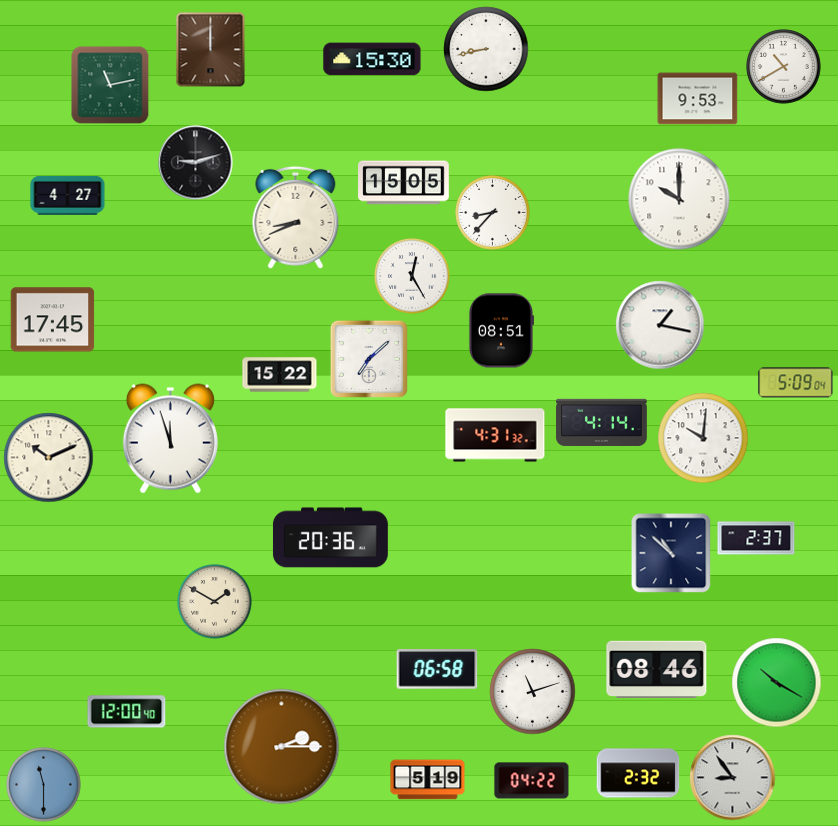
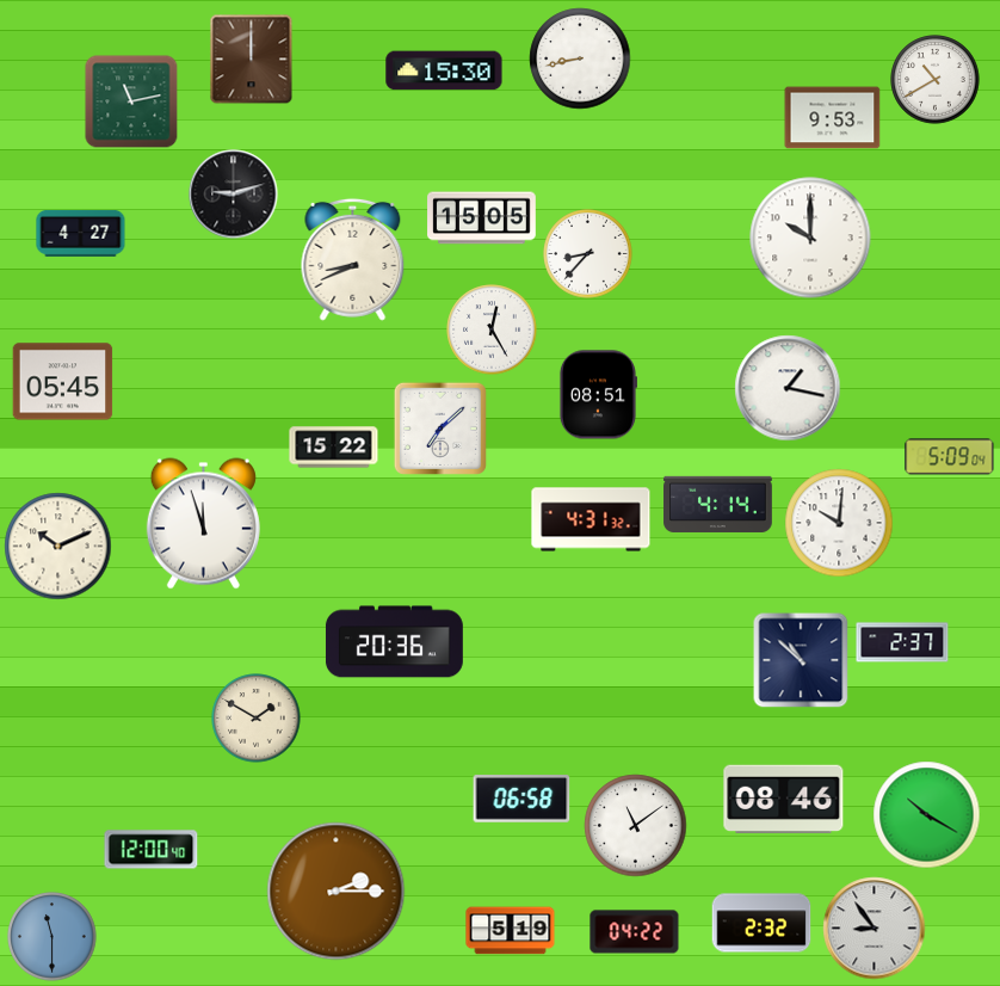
clock at (53, 320): 17:45 -> 05:45
clock at (533, 692): 11:12 -> 11:09
